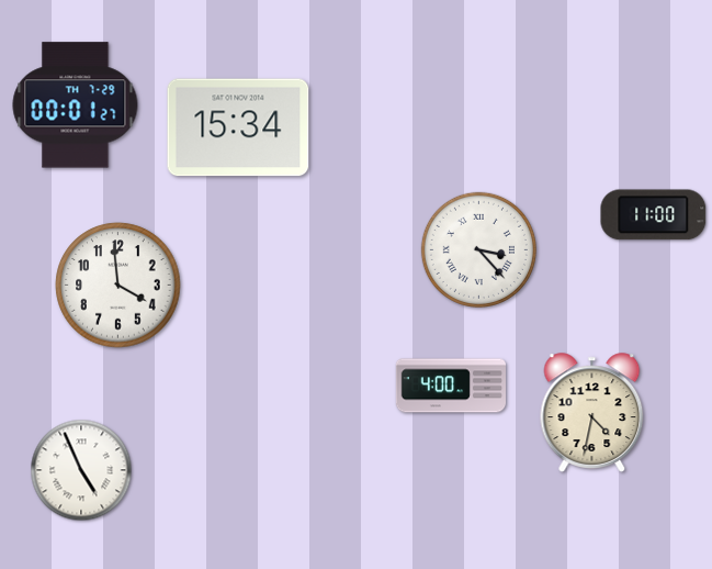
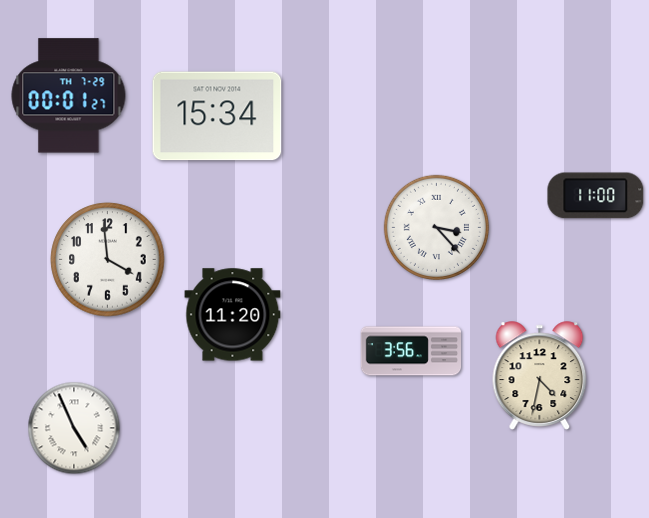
clock at (233, 315): none -> 11:20
clock at (450, 386): 4:00 -> 3:56
